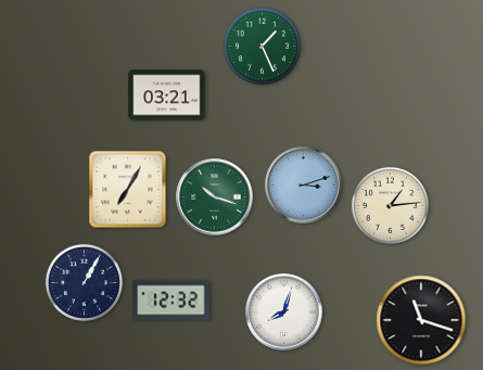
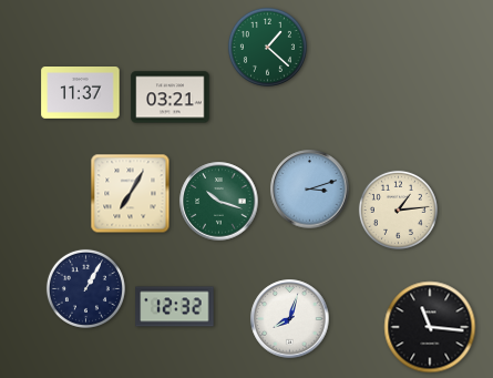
clock at (262, 46): 1:26 -> 1:22
clock at (81, 93): none -> 11:37
clock at (421, 320): 11:18 -> 11:16
